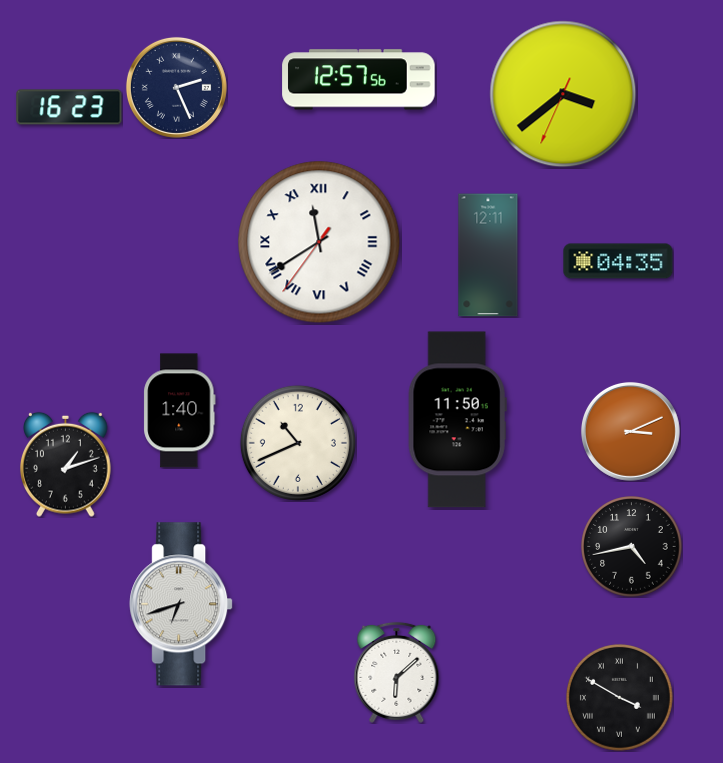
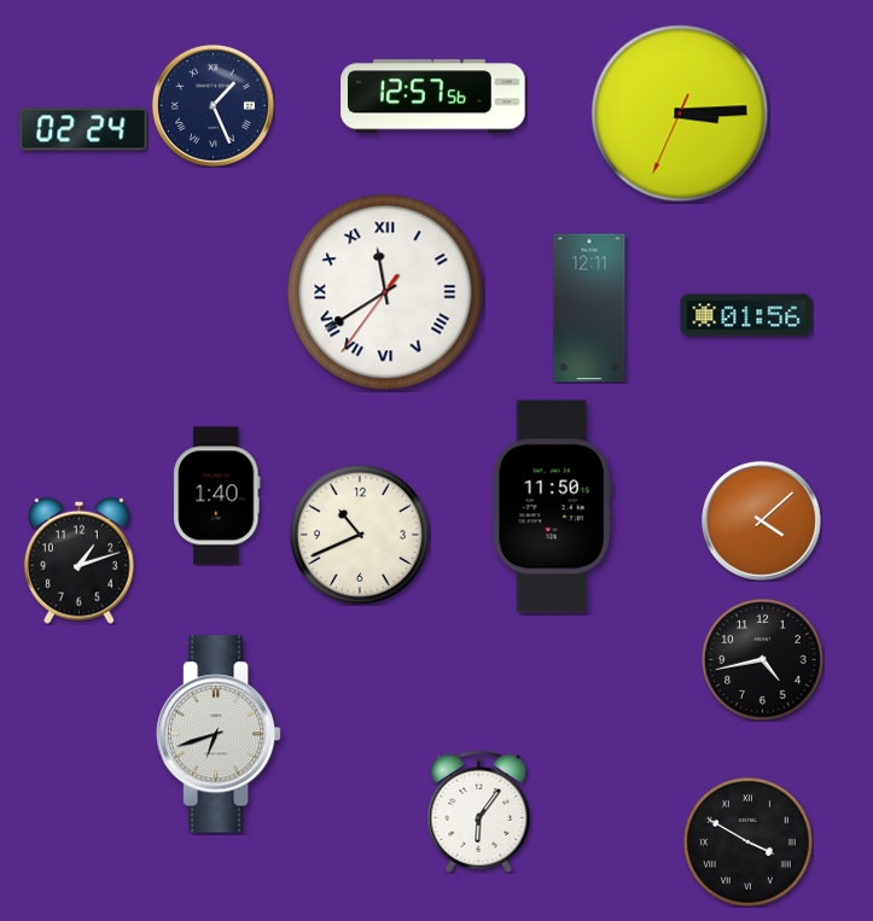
clock at (176, 87): 2:26 -> 1:26
clock at (563, 94): 3:38 -> 3:14
clock at (69, 107): 16:23 -> 02:24
clock at (618, 261): 04:35 -> 01:56
clock at (630, 431): 3:11 -> 4:08
clock at (181, 604) position: (181, 604) -> (219, 734)
clock at (397, 672): 6:08 -> 6:06
